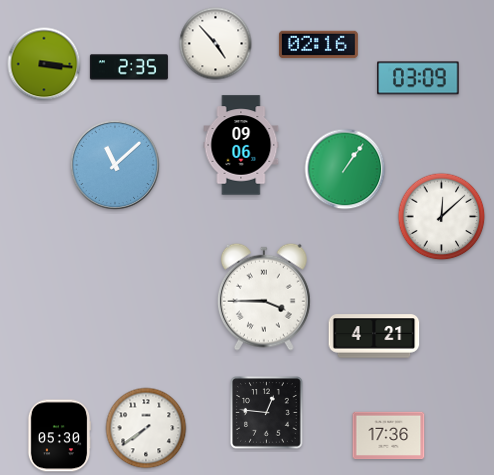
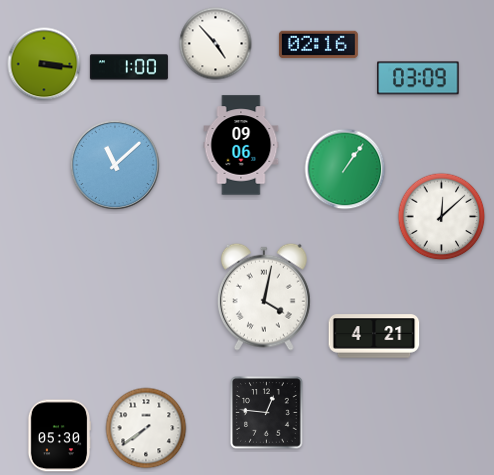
clock at (129, 67): 2:35 -> 1:00
clock at (264, 297): 3:45 -> 4:02
clock at (389, 436): 17:36 -> none
